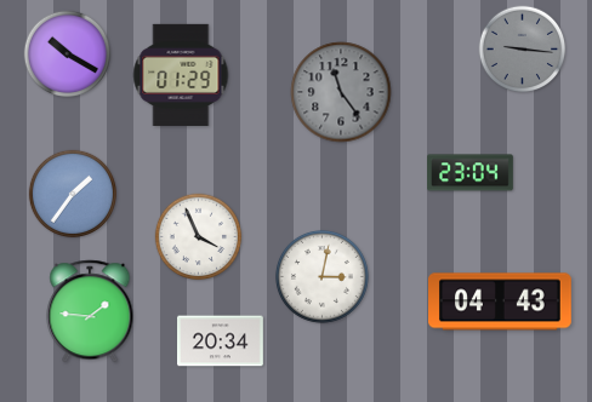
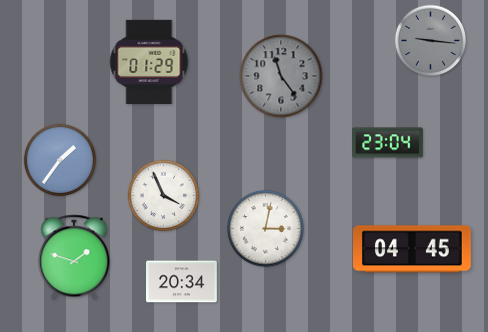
clock at (68, 54): 10:20 -> none
clock at (501, 301): 04:43 -> 04:45
clock at (90, 311): 1:46 -> 1:48
